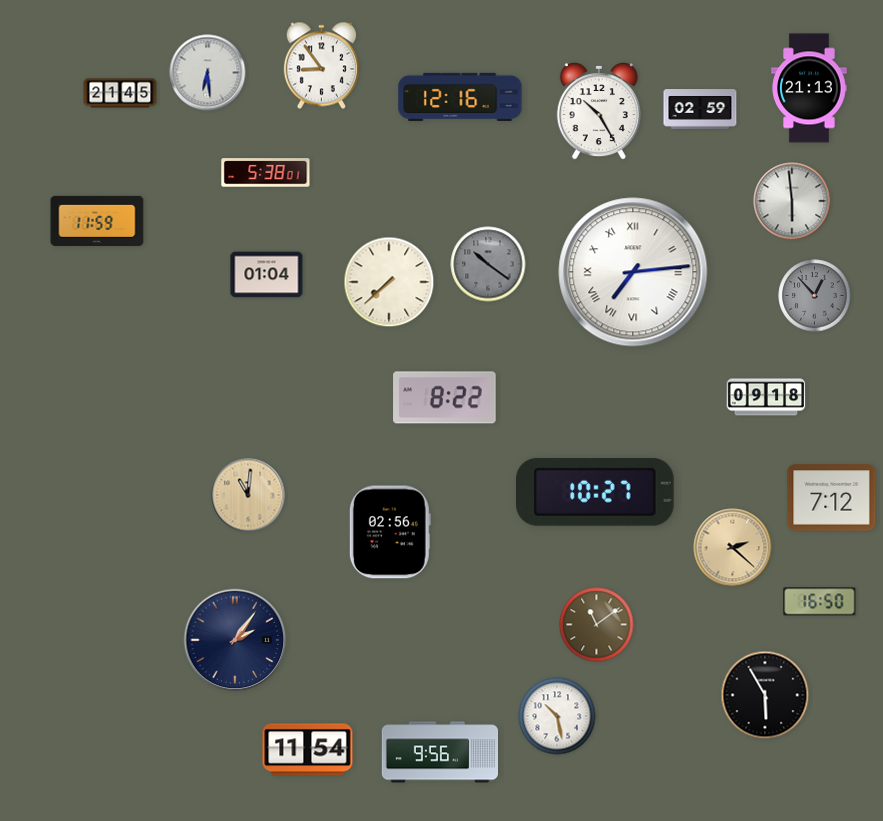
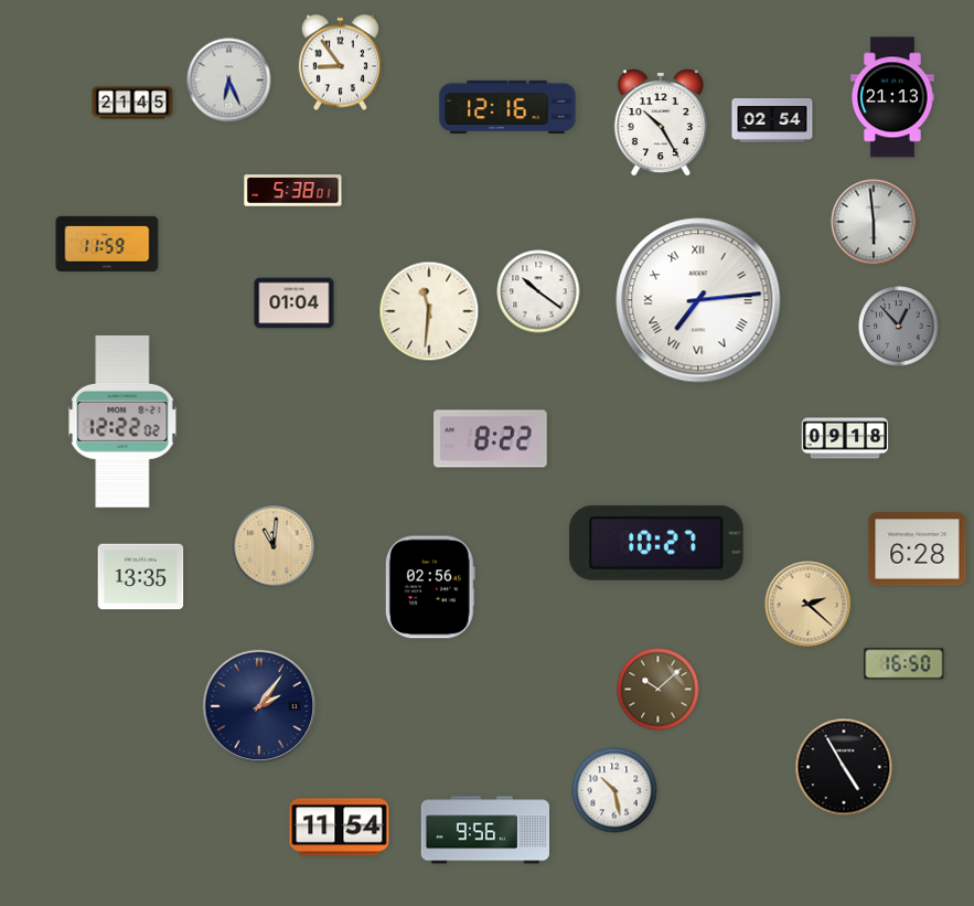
clock at (321, 66) position: (321, 66) -> (340, 63)
clock at (208, 73): 6:29 -> 6:26
clock at (700, 110): 02:59 -> 02:54
clock at (488, 264) dial: grey -> white
clock at (389, 282): 7:38 -> 11:31
clock at (122, 422): none -> 12:22
clock at (832, 498): 7:12 -> 6:28
clock at (141, 577): none -> 13:35
clock at (597, 625): 11:09 -> 10:08
clock at (765, 695): 5:55 -> 4:55
